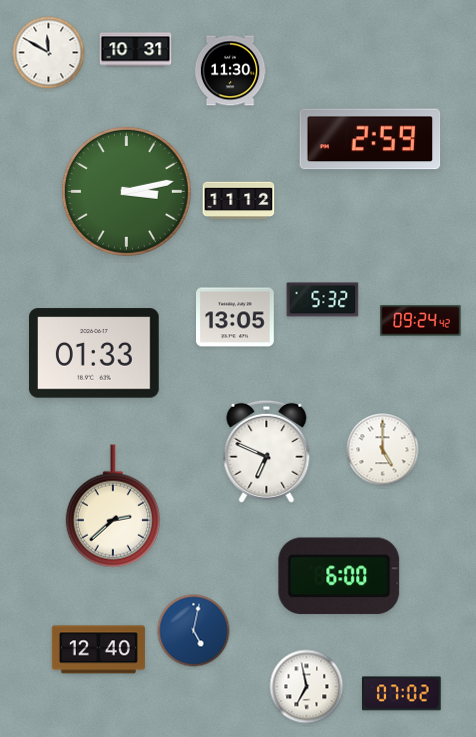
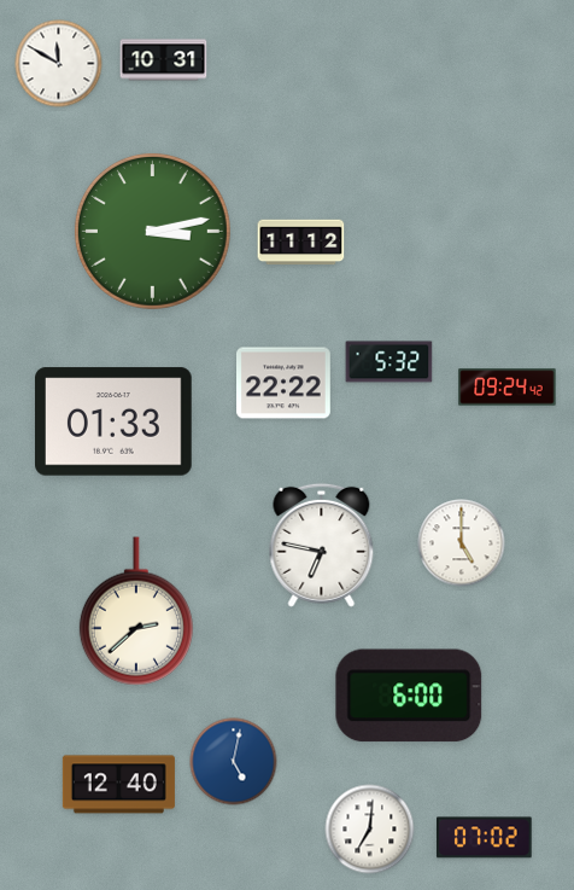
clock at (230, 71): 11:30 -> none
clock at (370, 139): 2:59 -> none
clock at (239, 201) position: (239, 201) -> (301, 243)
clock at (236, 317): 13:05 -> 22:22
clock at (95, 353) position: (95, 353) -> (115, 421)
clock at (267, 451): 6:49 -> 6:47
clock at (307, 687): 6:58 -> 7:01
